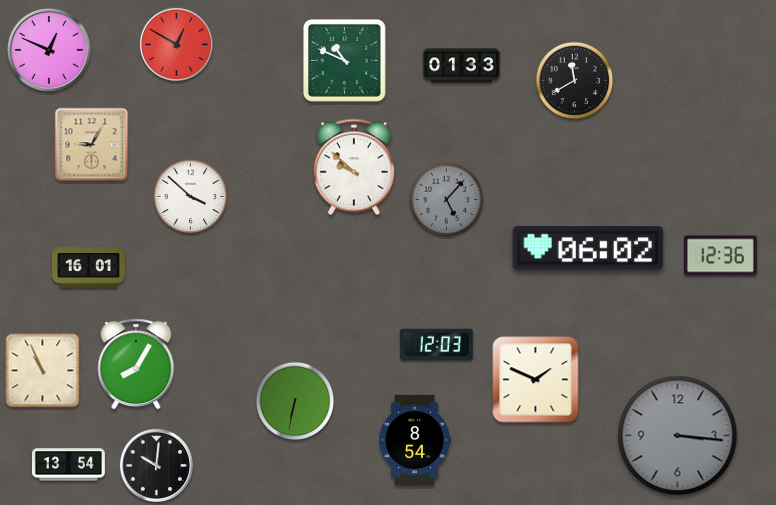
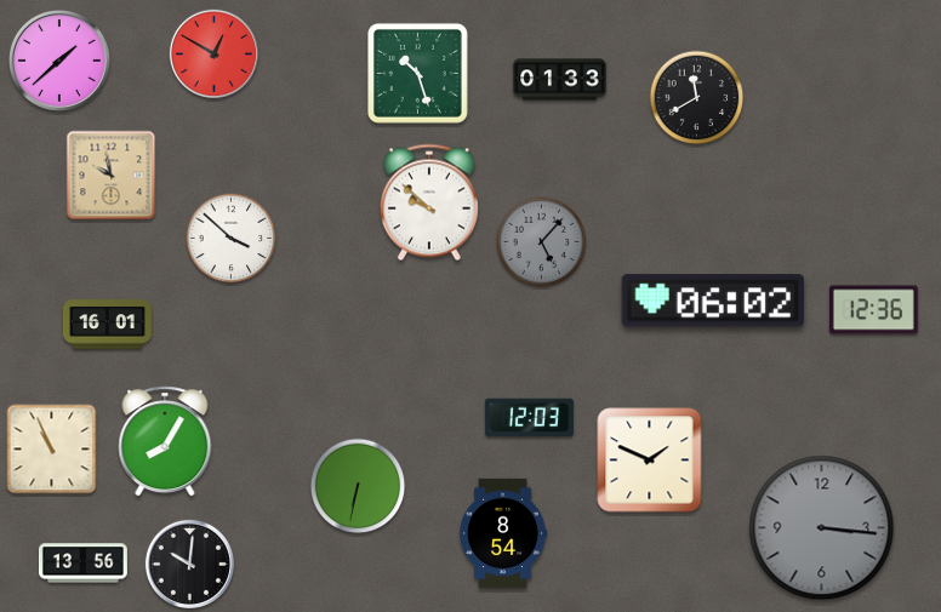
clock at (49, 50): 12:49 -> 1:38
clock at (344, 60): 10:49 -> 10:27
clock at (92, 145): 9:05 -> 9:58
clock at (68, 465): 13:54 -> 13:56
